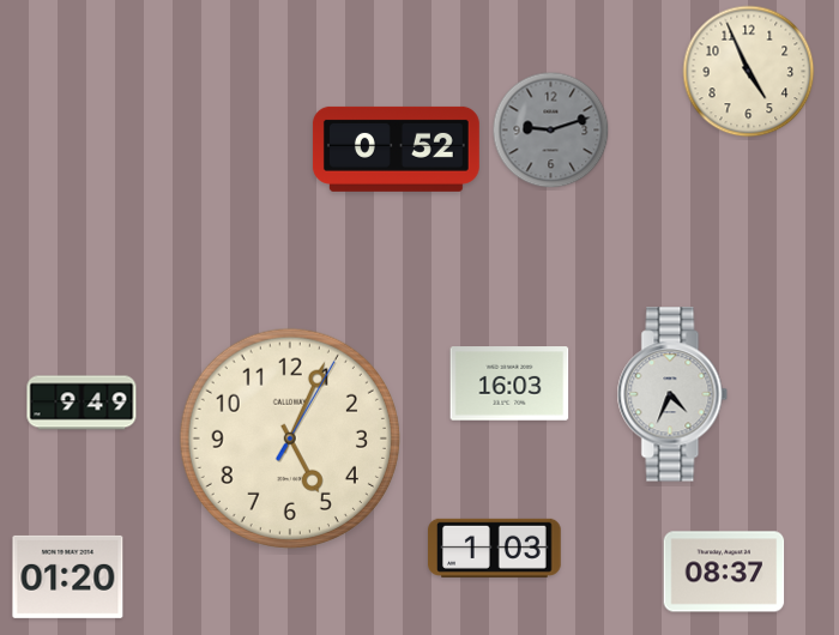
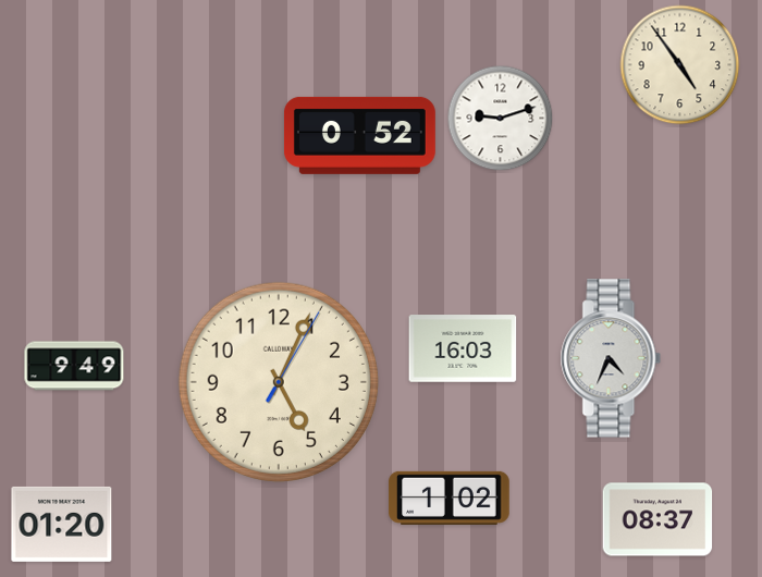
clock at (749, 72): 4:56 -> 4:54
clock at (551, 131) dial: grey -> white
clock at (290, 439) position: (290, 439) -> (279, 382)
clock at (495, 548): 1:03 -> 1:02
